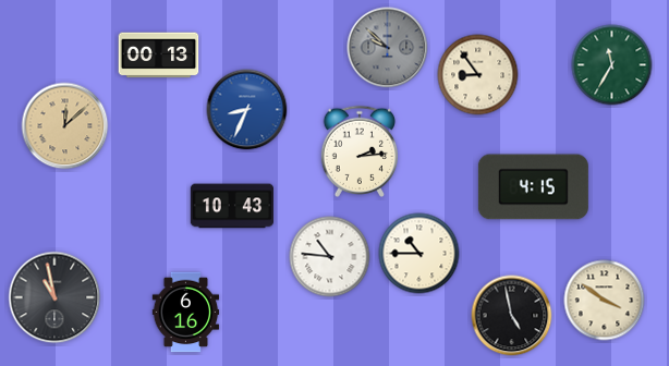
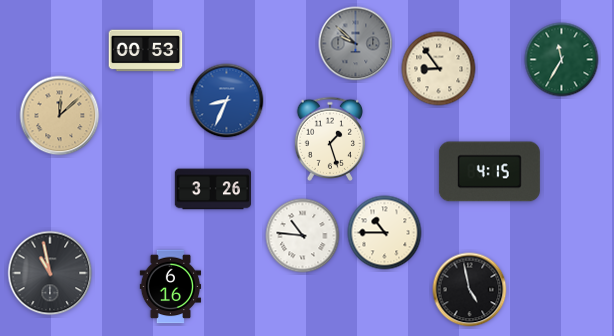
clock at (159, 56): 00:13 -> 00:53
clock at (358, 151): 2:14 -> 1:27
clock at (231, 206): 10:43 -> 3:26
clock at (605, 301): 3:51 -> none
